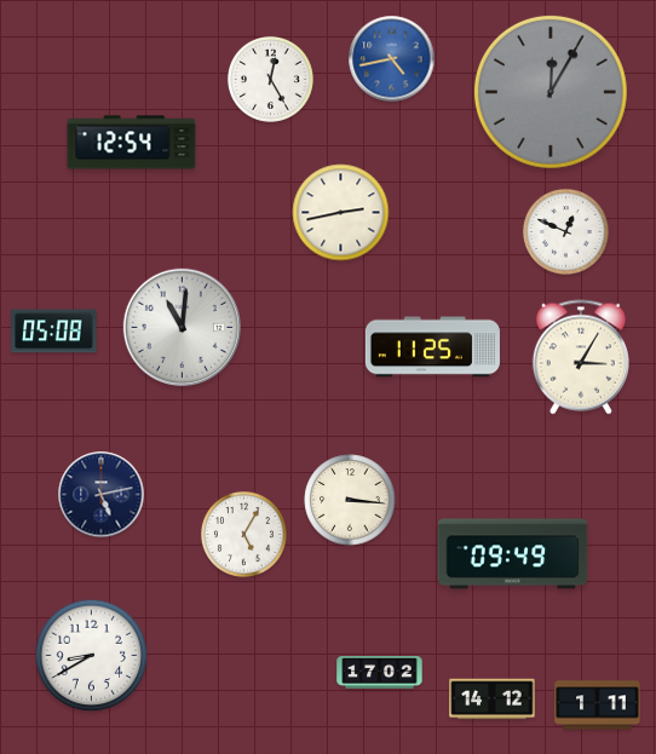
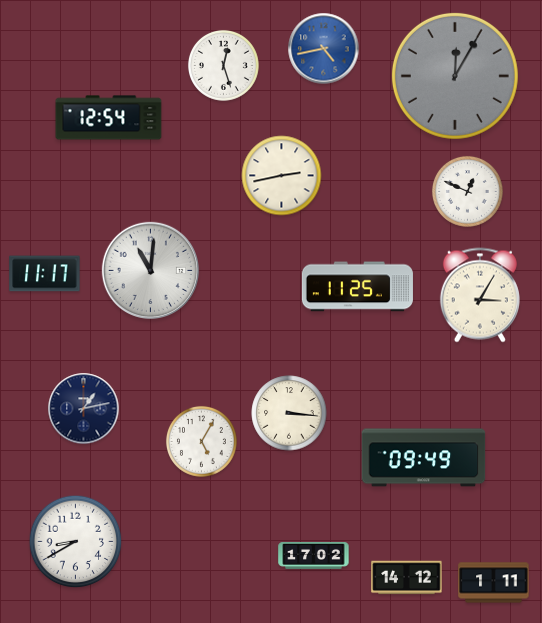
clock at (270, 79): 12:25 -> 12:27
clock at (54, 332): 05:08 -> 11:17
clock at (102, 495): 5:13 -> 1:13
